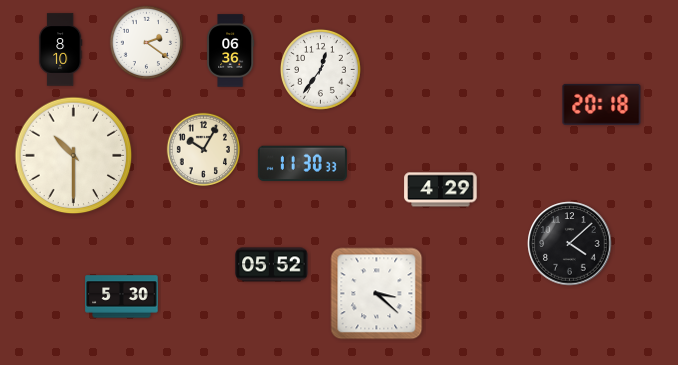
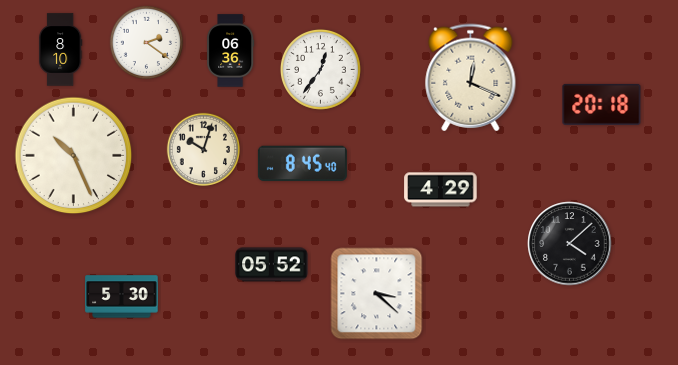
clock at (471, 78): none -> 12:19
clock at (203, 149): 10:05 -> 10:03
clock at (74, 156): 10:30 -> 10:26
clock at (302, 164): 11:30 -> 8:45
